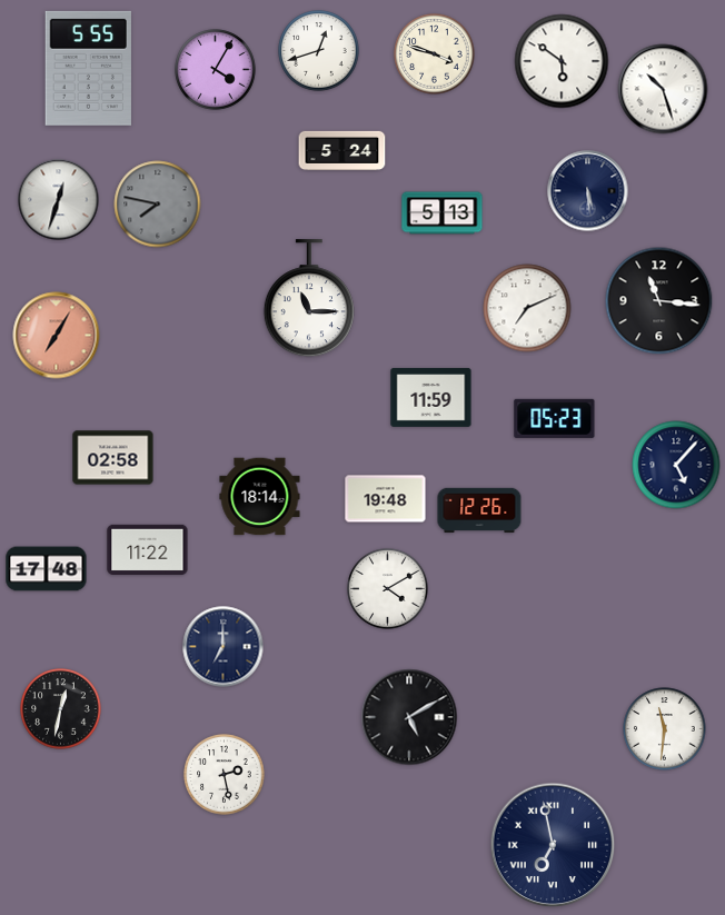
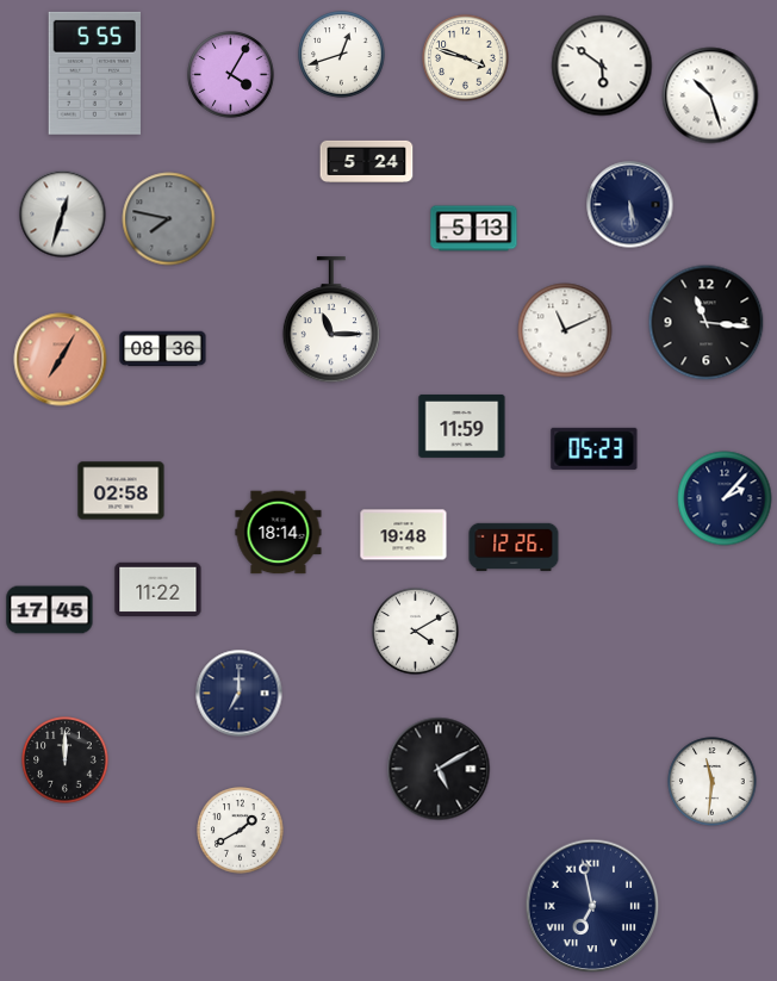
clock at (527, 308): 7:11 -> 11:11
clock at (163, 349): none -> 08:36
clock at (676, 465): 5:07 -> 2:07
clock at (386, 499) position: (386, 499) -> (404, 535)
clock at (47, 569): 17:48 -> 17:45
clock at (61, 709): 12:32 -> 12:00
clock at (225, 775): 2:28 -> 1:40
